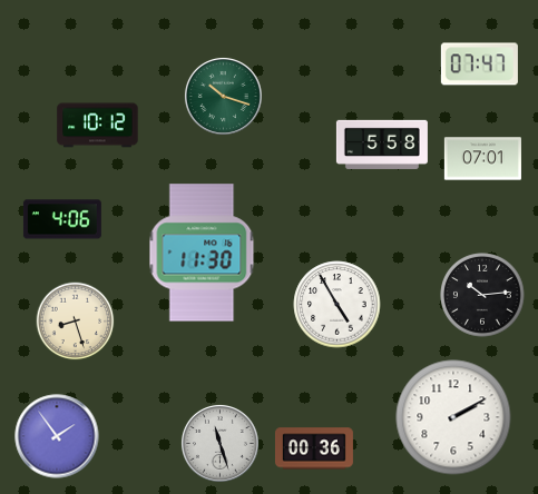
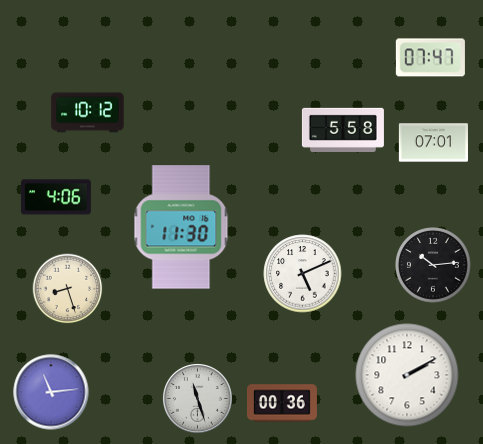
clock at (223, 96): 10:18 -> none
clock at (338, 305): 4:55 -> 5:11
clock at (57, 436): 1:54 -> 11:14
